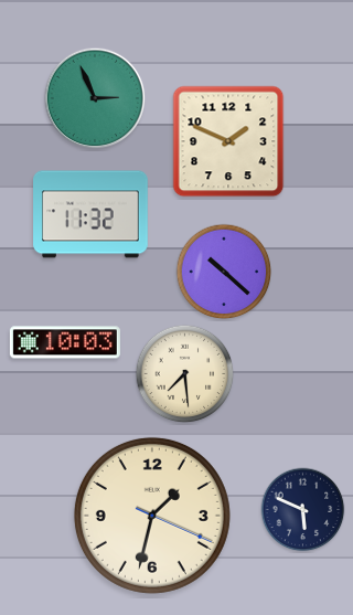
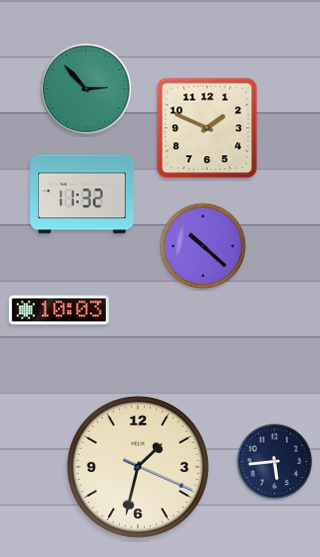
clock at (95, 98): 2:56 -> 2:53
clock at (185, 374): 7:29 -> none
clock at (303, 510): 5:49 -> 5:44
